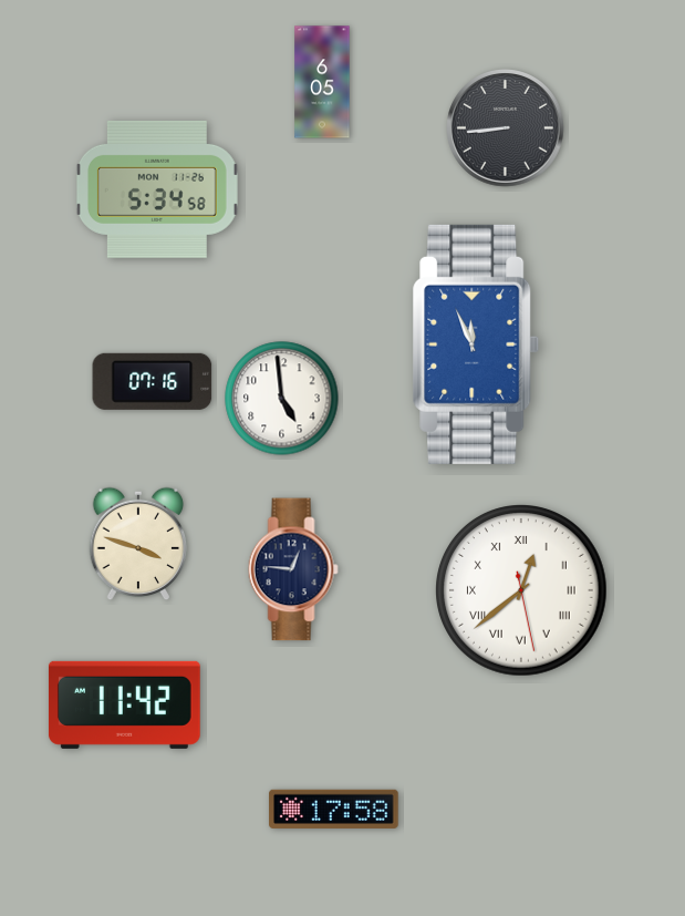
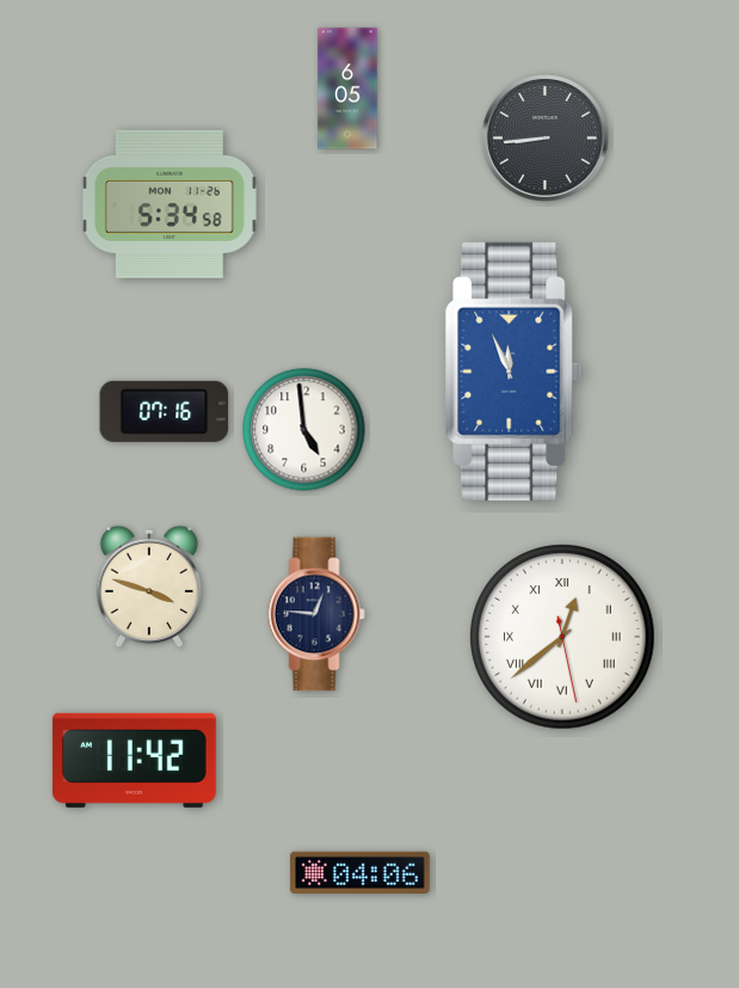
clock at (334, 809): 17:58 -> 04:06
